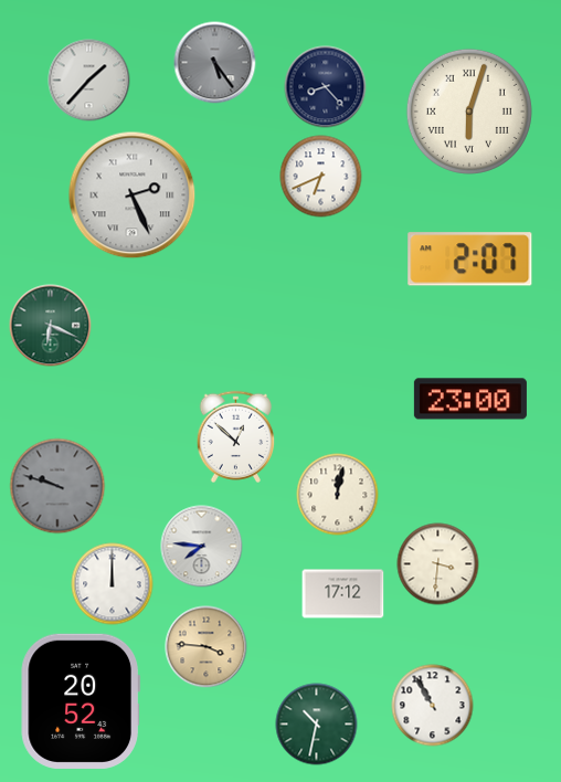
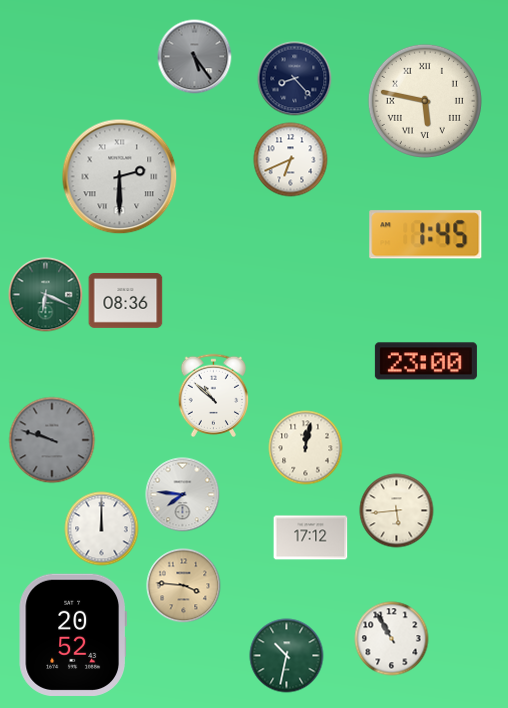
clock at (89, 81): 1:37 -> none
clock at (469, 112): 6:03 -> 5:47
clock at (133, 196): 2:26 -> 2:30
clock at (470, 260): 2:07 -> 1:45
clock at (126, 301): none -> 08:36
clock at (236, 436): 12:52 -> 10:52
clock at (438, 564): 3:31 -> 5:44
clock at (207, 647) position: (207, 647) -> (184, 586)
